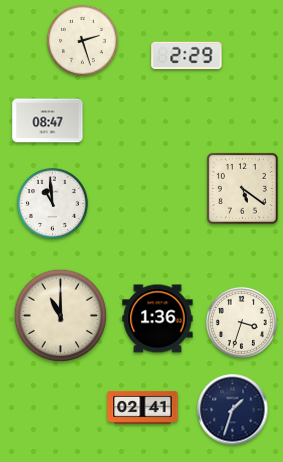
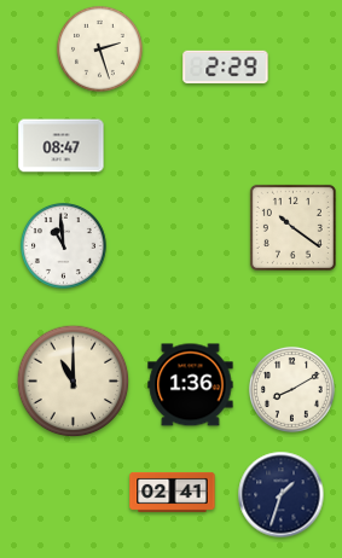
clock at (48, 121) position: (48, 121) -> (62, 146)
clock at (242, 188): 5:21 -> 10:21
clock at (242, 323): 3:33 -> 8:10
